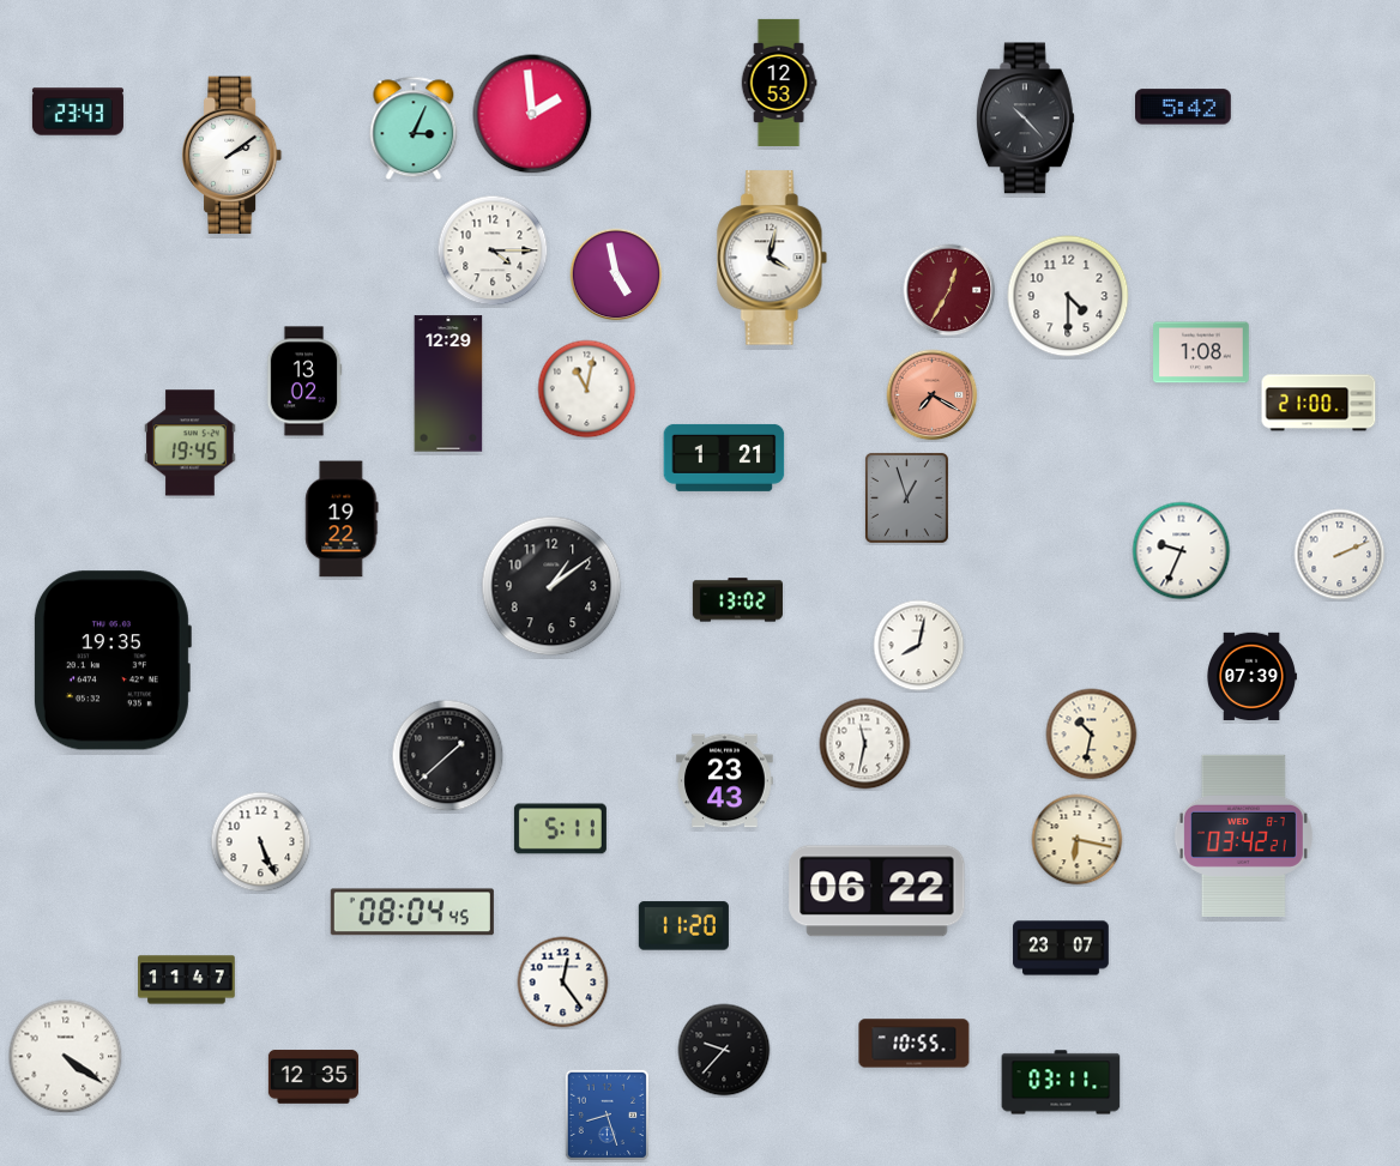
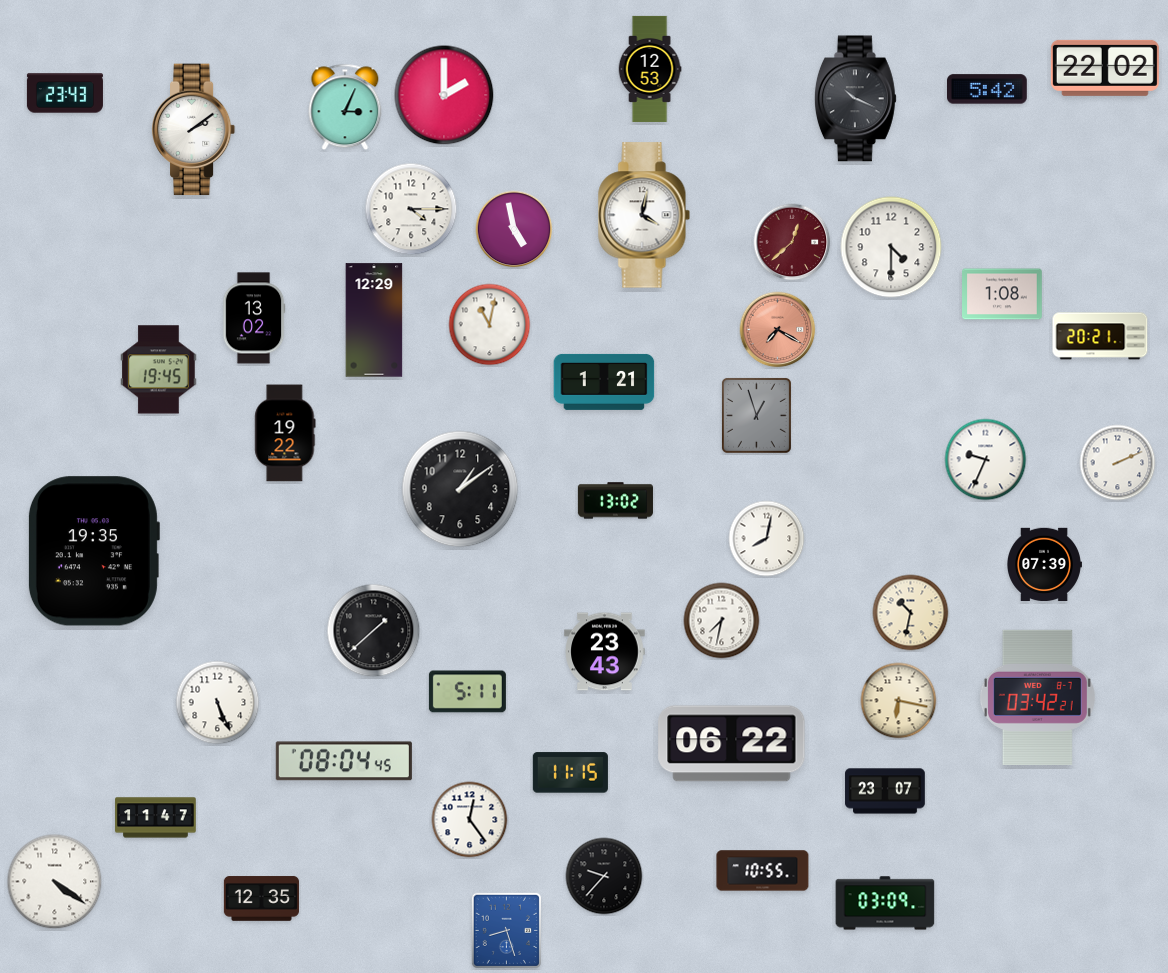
clock at (1105, 68): none -> 22:02
clock at (532, 114): 1:59 -> 2:00
clock at (1025, 119): 10:23 -> 10:19
clock at (949, 290): 12:35 -> 12:38
clock at (1318, 403): 21:00 -> 20:21
clock at (865, 744): 11:32 -> 7:32
clock at (683, 926): 11:20 -> 11:15
clock at (1061, 1082): 03:11 -> 03:09
